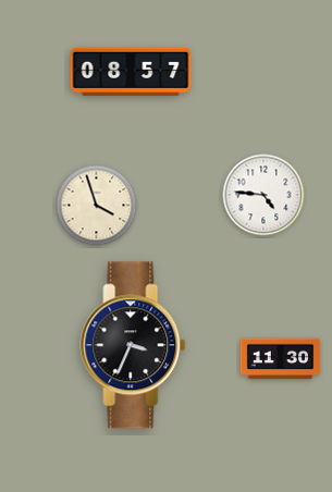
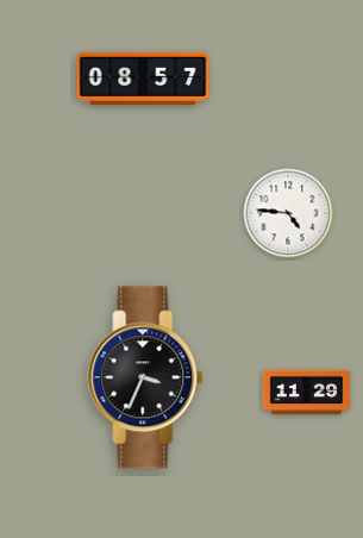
clock at (97, 206): 3:57 -> none
clock at (281, 359): 11:30 -> 11:29
